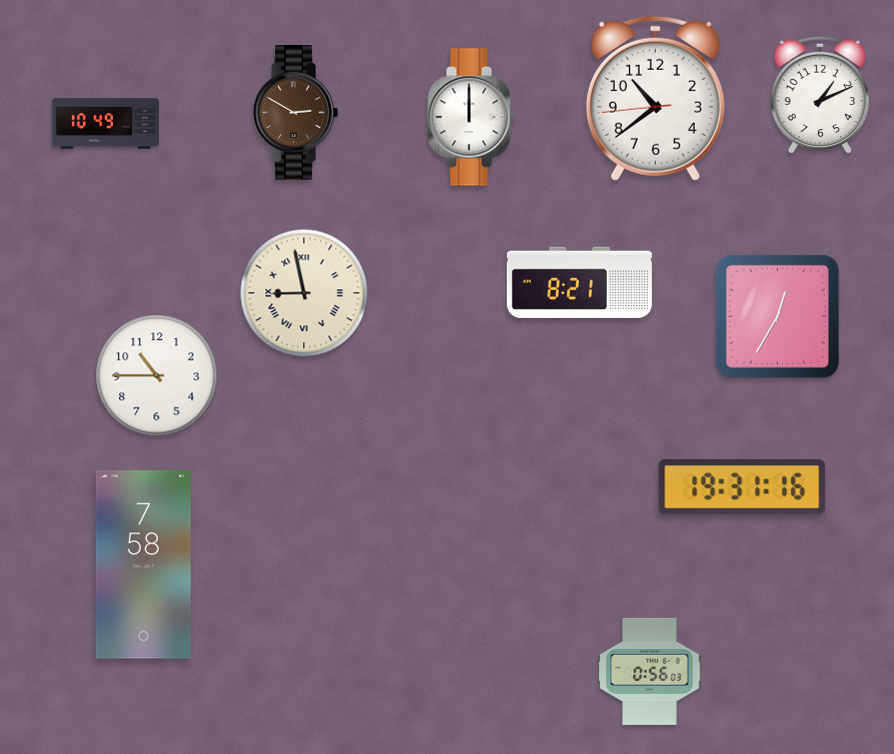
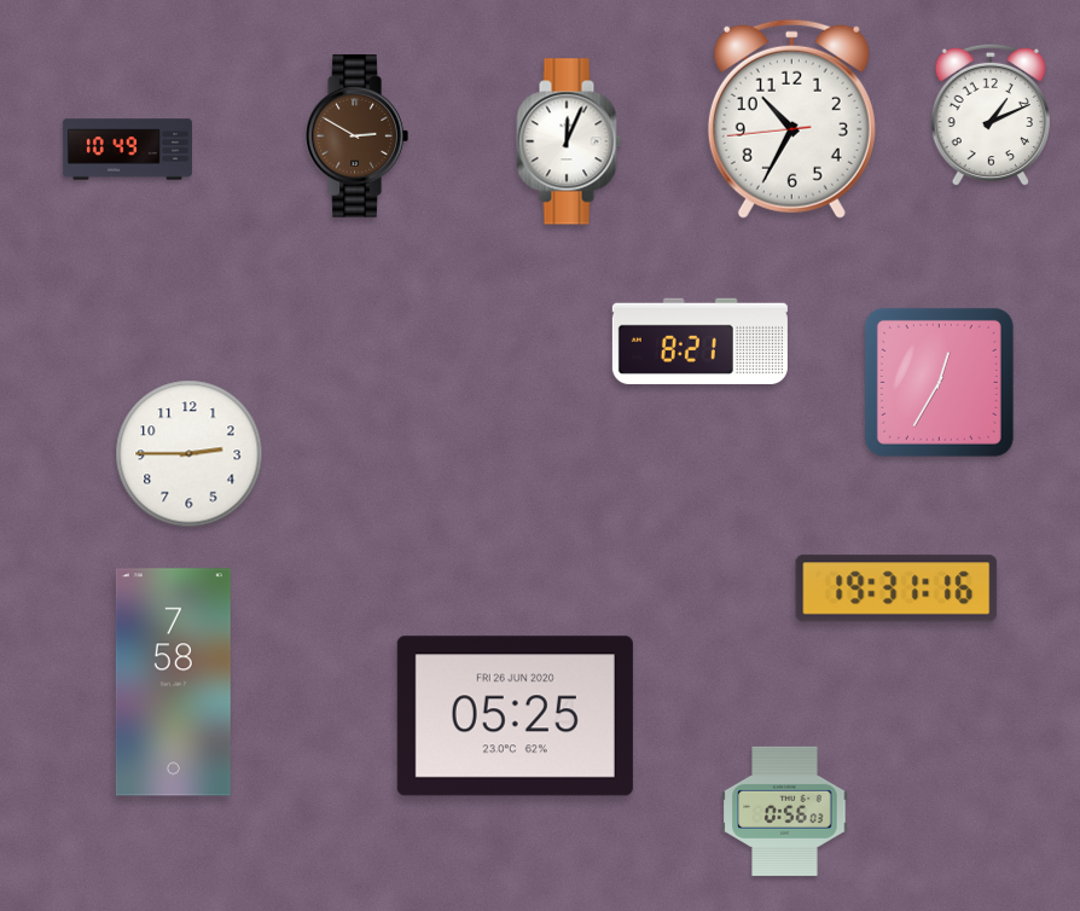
clock at (655, 98): 10:38 -> 10:34
clock at (471, 117): 12:00 -> 12:04
clock at (304, 293): 8:58 -> none
clock at (157, 376): 10:45 -> 2:45
clock at (515, 716): none -> 05:25
